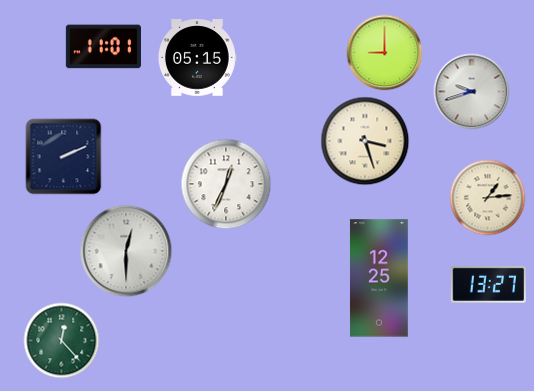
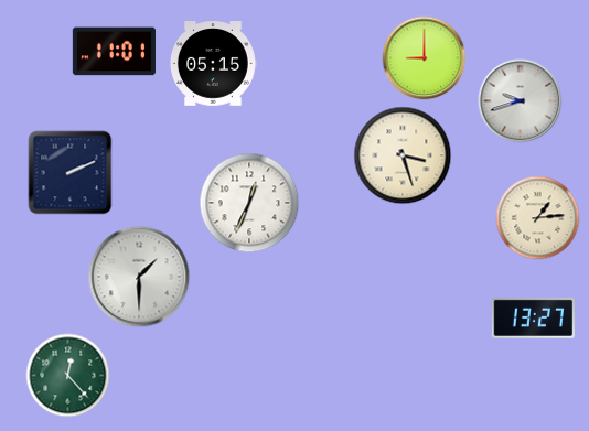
clock at (197, 58) position: (197, 58) -> (213, 64)
clock at (126, 251): 12:30 -> 1:30
clock at (379, 278): 12:25 -> none
clock at (488, 284) position: (488, 284) -> (533, 317)
